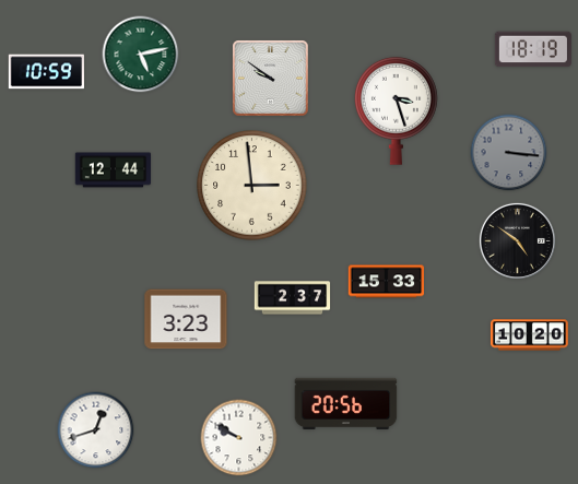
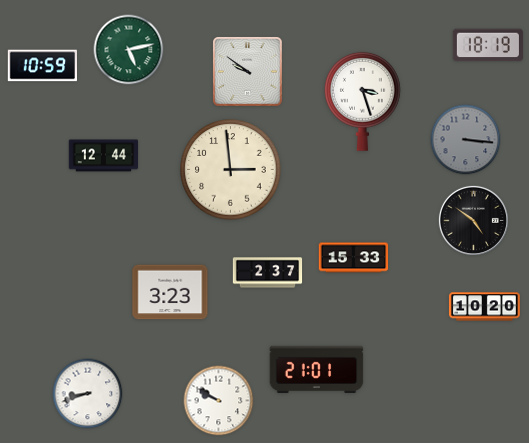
clock at (346, 404): 20:56 -> 21:01
clock at (96, 430): 12:42 -> 8:42
